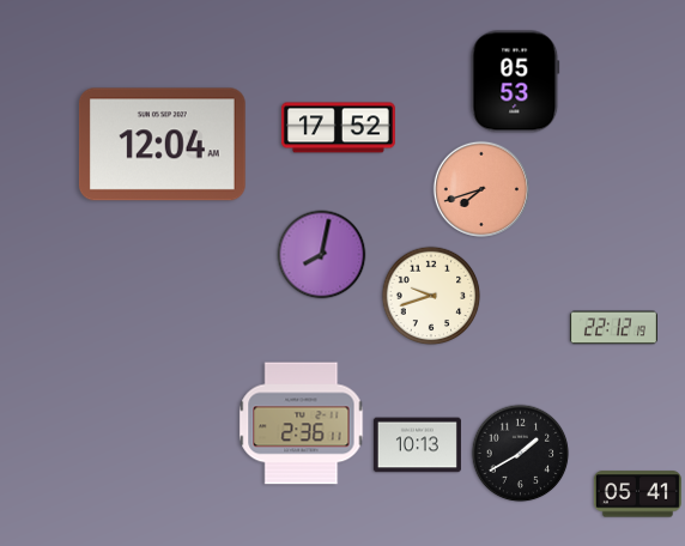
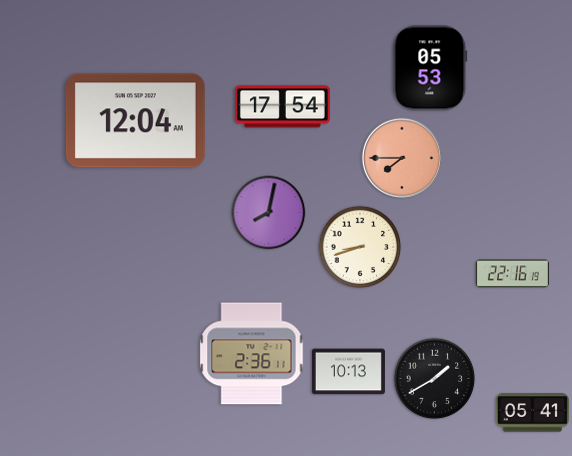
clock at (338, 128): 17:52 -> 17:54
clock at (480, 188): 7:42 -> 7:45
clock at (431, 296): 9:42 -> 8:42
clock at (613, 328): 22:12 -> 22:16
